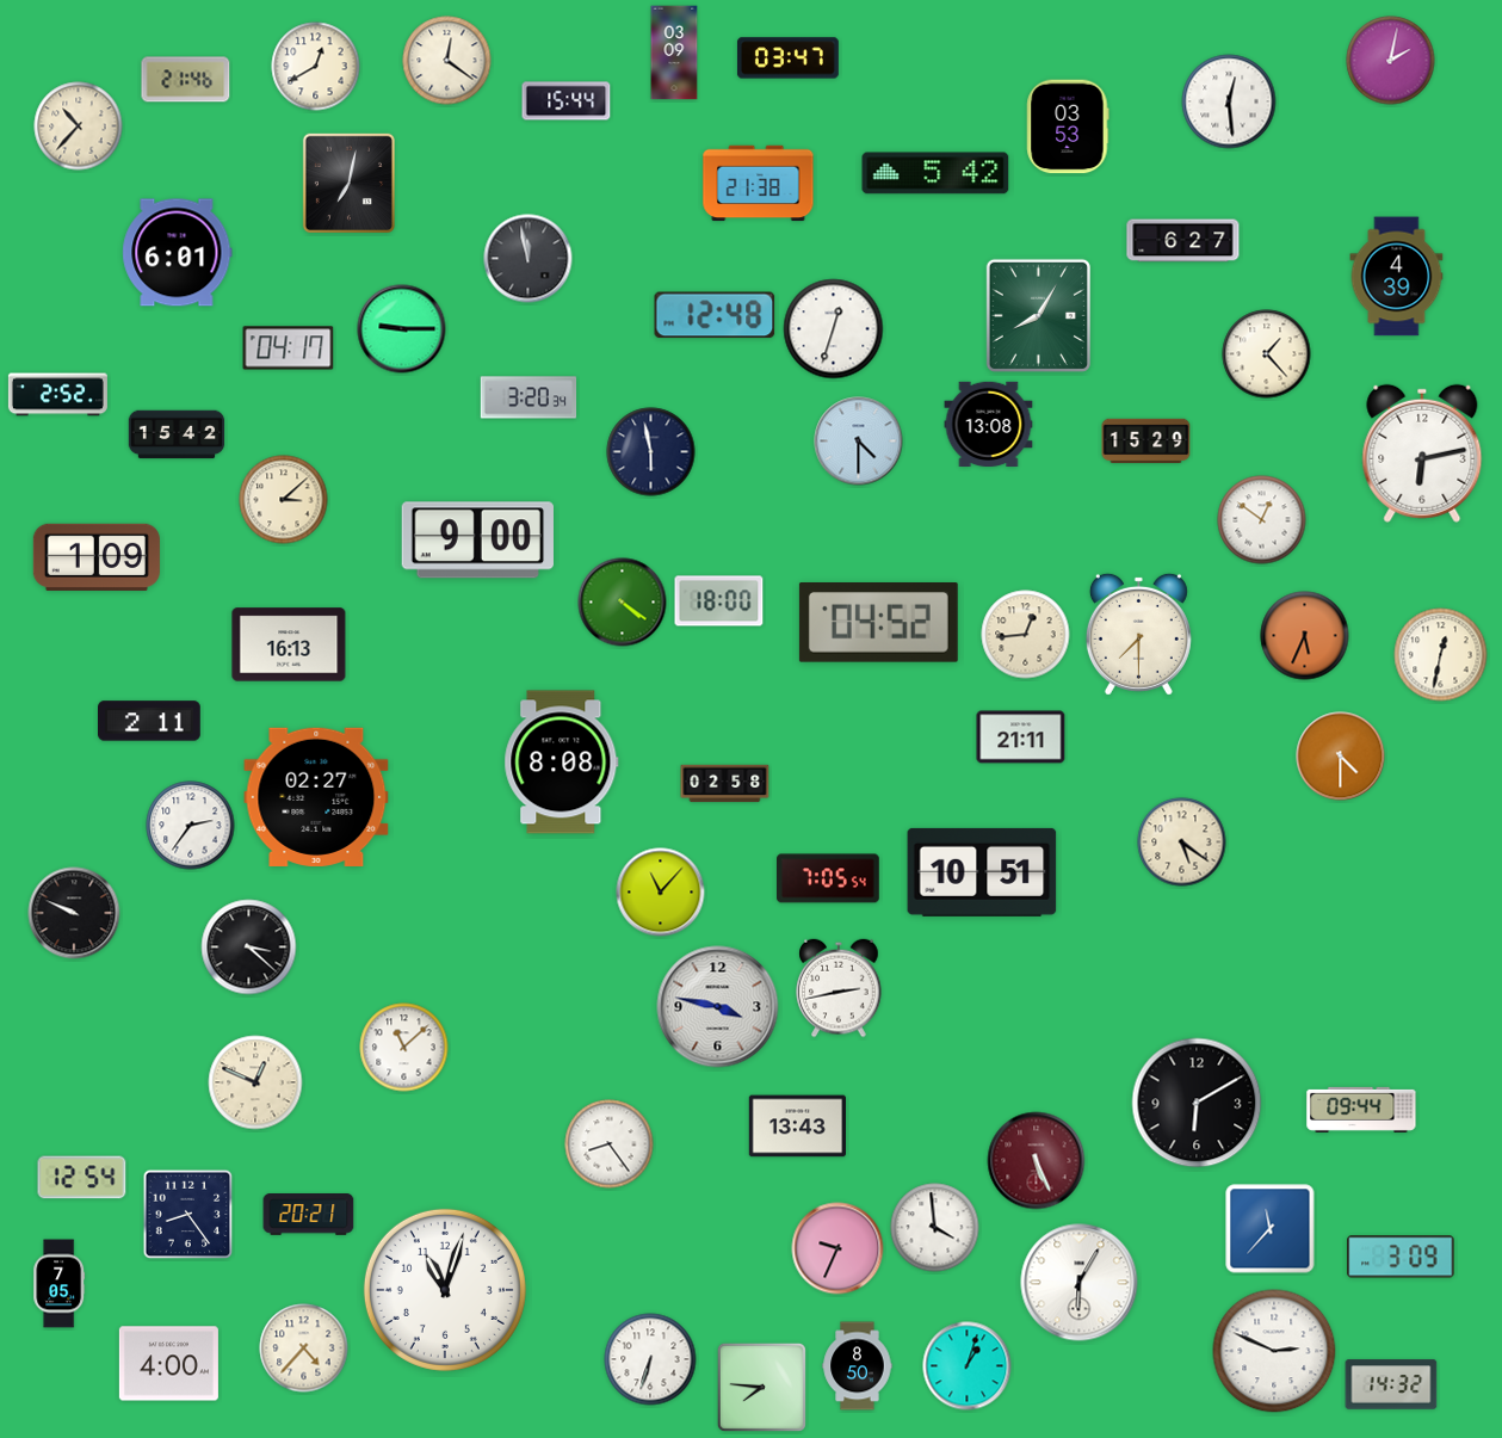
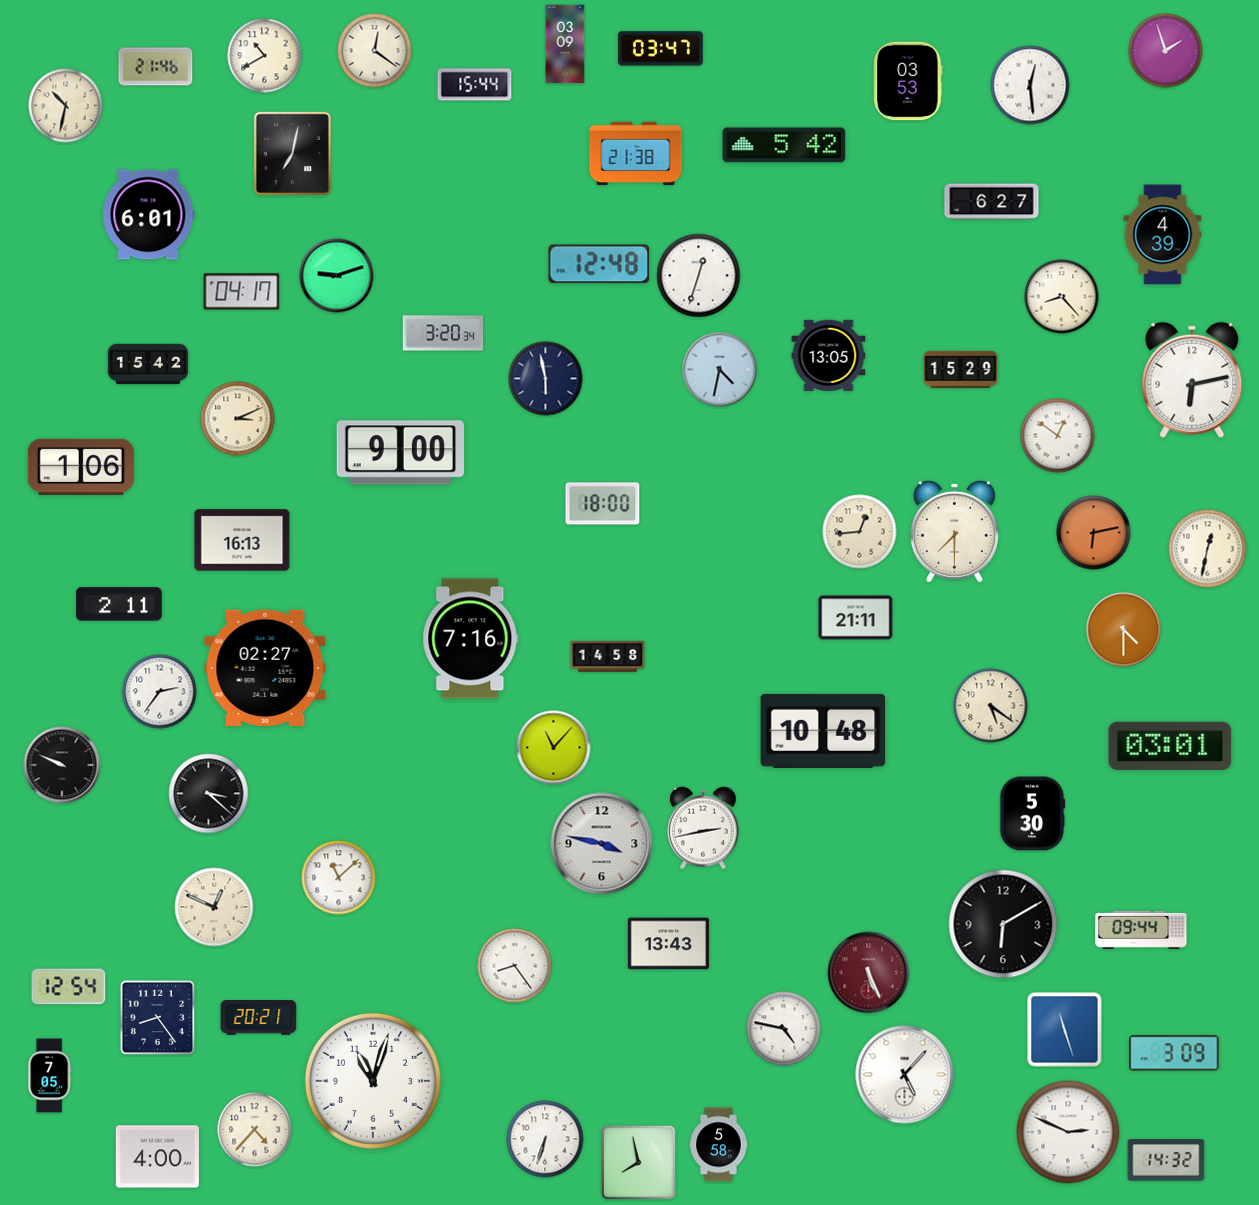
clock at (1391, 61): 2:02 -> 1:57
clock at (316, 67): 12:40 -> 10:40
clock at (79, 126): 10:37 -> 10:32
clock at (1068, 126) position: (1068, 126) -> (908, 81)
clock at (178, 253) position: (178, 253) -> (149, 215)
clock at (529, 259): 11:58 -> none
clock at (1397, 277) position: (1397, 277) -> (1163, 235)
clock at (1038, 315): 8:05 -> none
clock at (402, 329): 9:15 -> 9:12
clock at (1267, 354): 1:23 -> 8:23
clock at (57, 395): 2:52 -> none
clock at (989, 425): 13:08 -> 13:05
clock at (859, 442): 4:30 -> 4:32
clock at (284, 500): 3:08 -> 3:11
clock at (97, 557): 1:09 -> 1:06
clock at (623, 603): 4:21 -> none
clock at (878, 623): 04:52 -> none
clock at (1305, 636): 5:34 -> 6:13
clock at (150, 721) position: (150, 721) -> (120, 604)
clock at (1341, 757) position: (1341, 757) -> (1124, 630)
clock at (562, 763): 8:08 -> 7:16
clock at (725, 784): 02:58 -> 14:58
clock at (982, 872): 10:51 -> 10:48
clock at (829, 878): 7:05 -> none
clock at (1170, 746): none -> 03:01
clock at (1032, 814): none -> 5:30
clock at (610, 1144) position: (610, 1144) -> (515, 966)
clock at (935, 1228): 3:59 -> 4:47
clock at (1271, 1229): 11:37 -> 11:27
clock at (837, 1248): 9:34 -> none
clock at (1080, 1283): 6:05 -> 5:07
clock at (168, 1364) position: (168, 1364) -> (157, 1157)
clock at (858, 1366): 8:50 -> 5:58
clock at (968, 1366): 1:03 -> none
clock at (761, 1387): 7:46 -> 7:58
